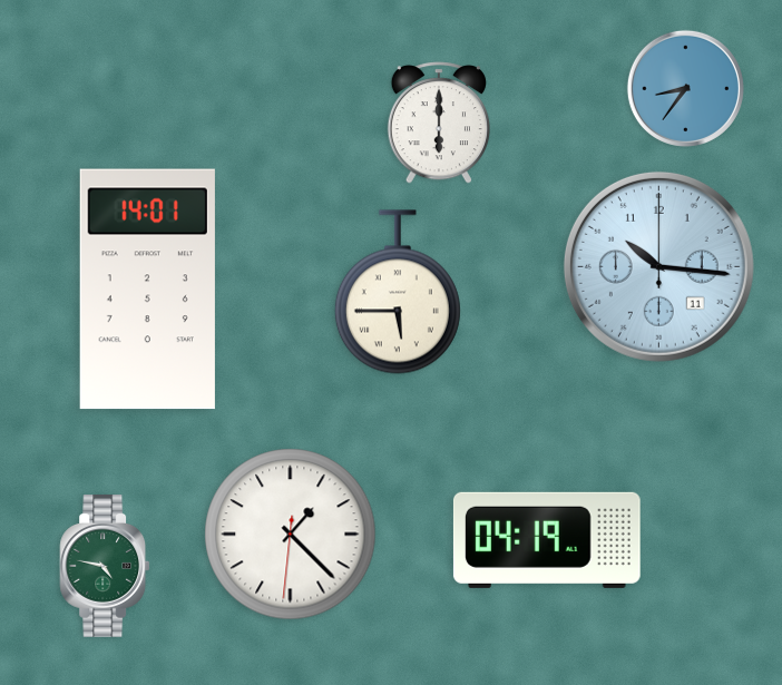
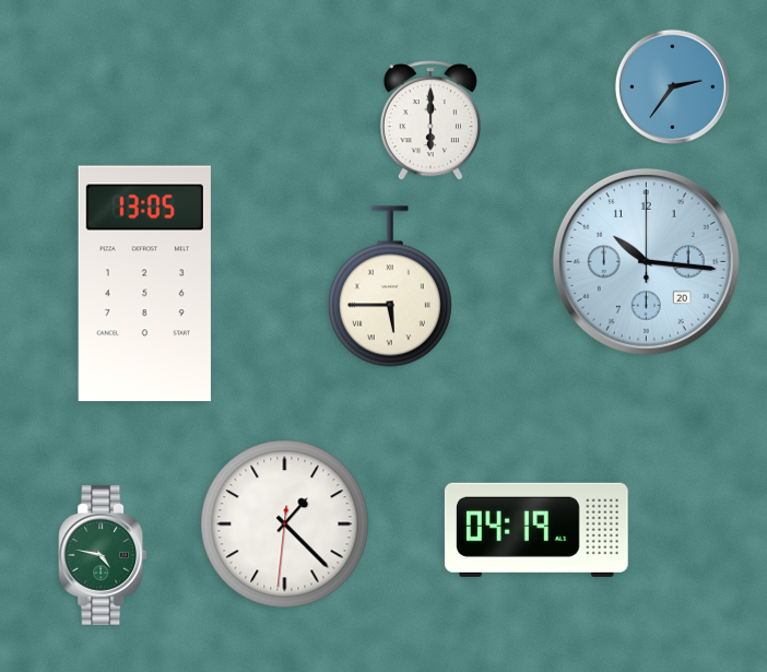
clock at (685, 88): 8:36 -> 2:36
clock at (658, 266) date: 11 -> 20
clock at (147, 290): 14:01 -> 13:05
